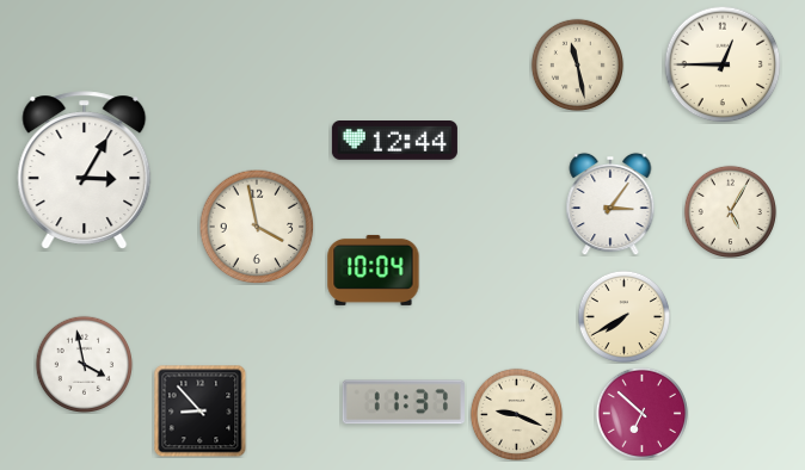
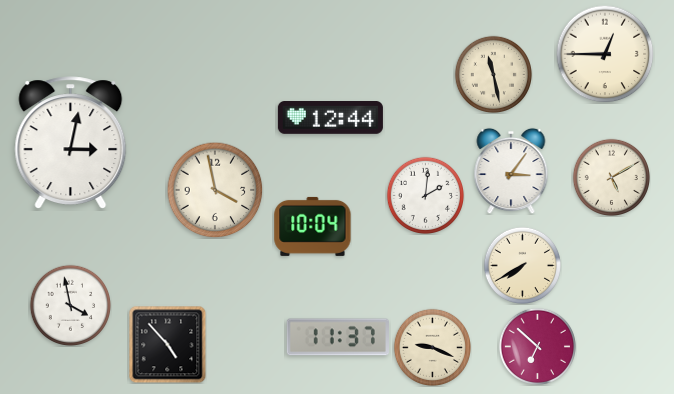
clock at (577, 64) position: (577, 64) -> (493, 74)
clock at (85, 169): 3:05 -> 3:02
clock at (730, 211): 5:05 -> 5:10
clock at (425, 195): none -> 2:01
clock at (199, 410): 8:53 -> 4:53
